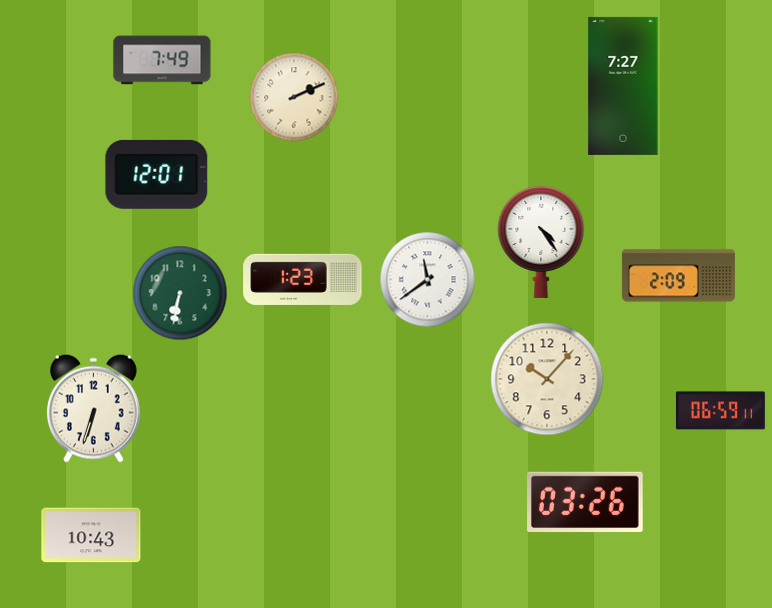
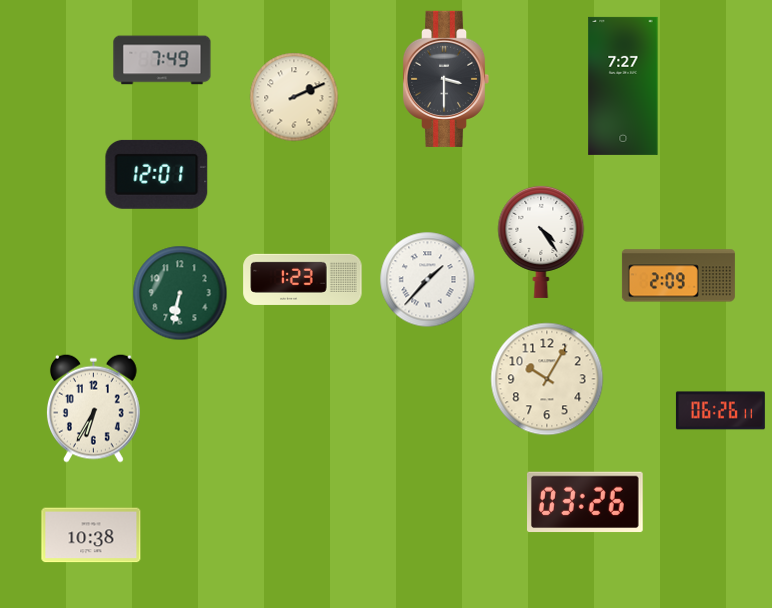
clock at (446, 79): none -> 3:30
clock at (428, 280): 11:39 -> 1:37
clock at (547, 379): 10:07 -> 10:05
clock at (94, 408): 6:33 -> 6:35
clock at (720, 411): 06:59 -> 06:26
clock at (91, 535): 10:43 -> 10:38
